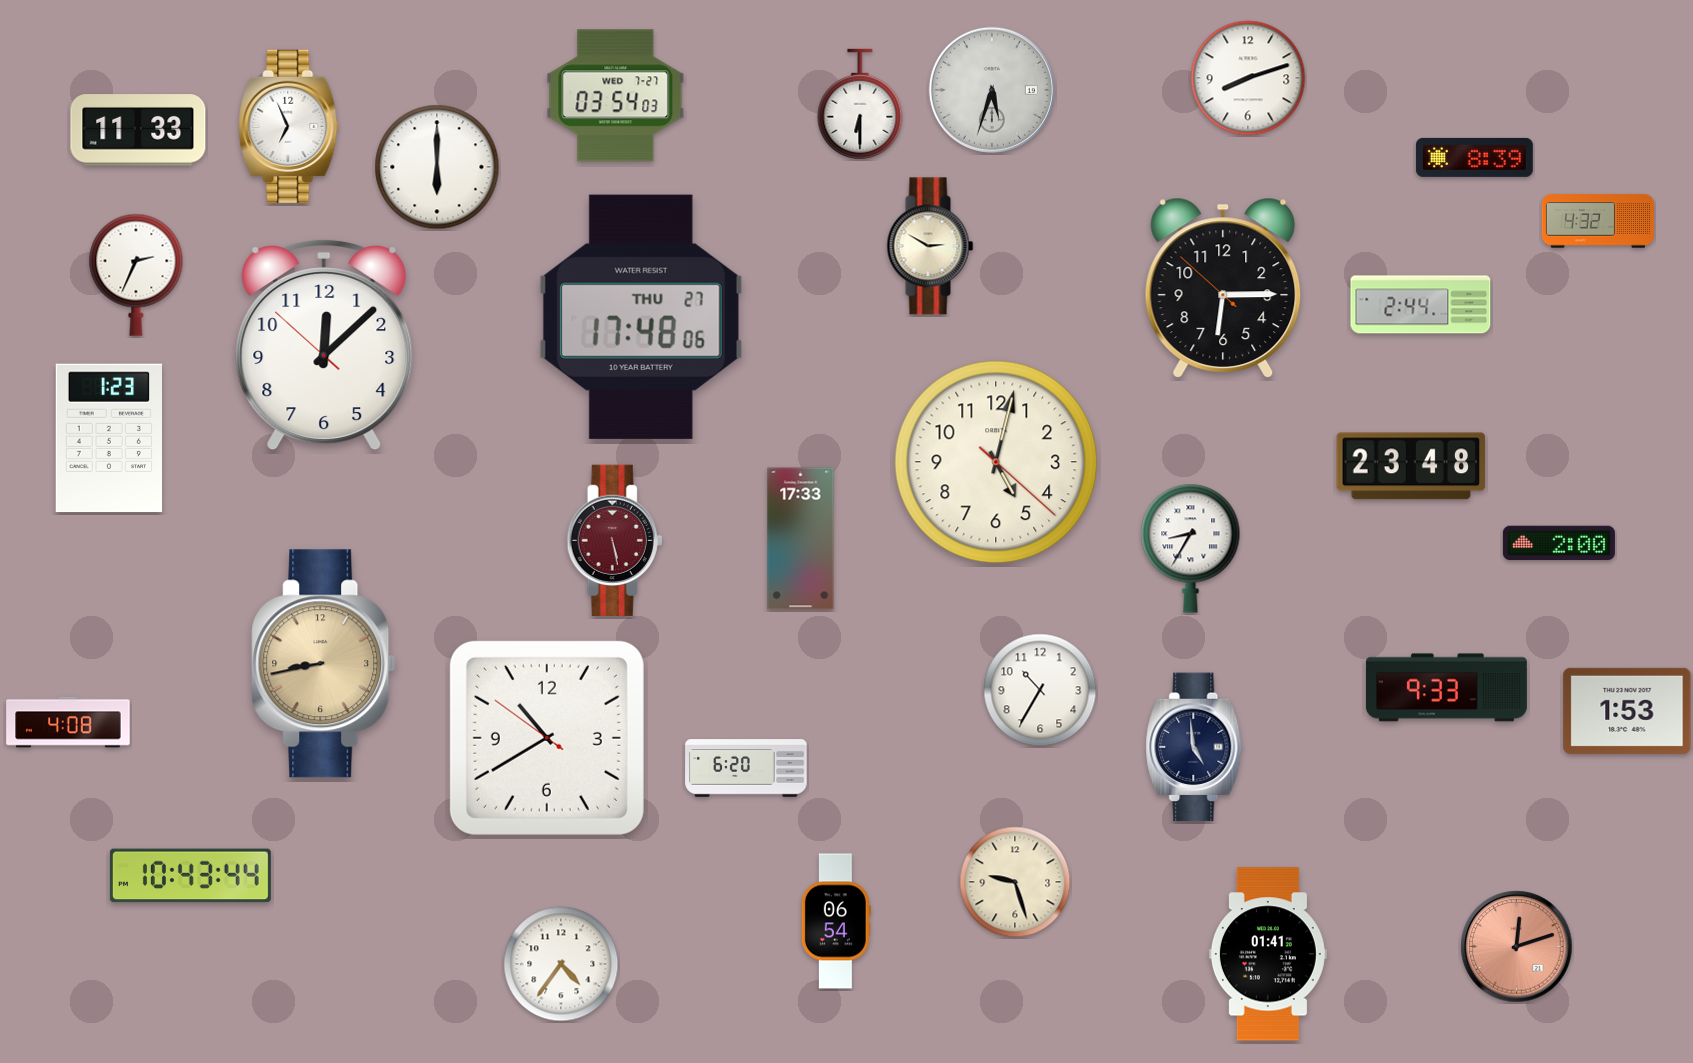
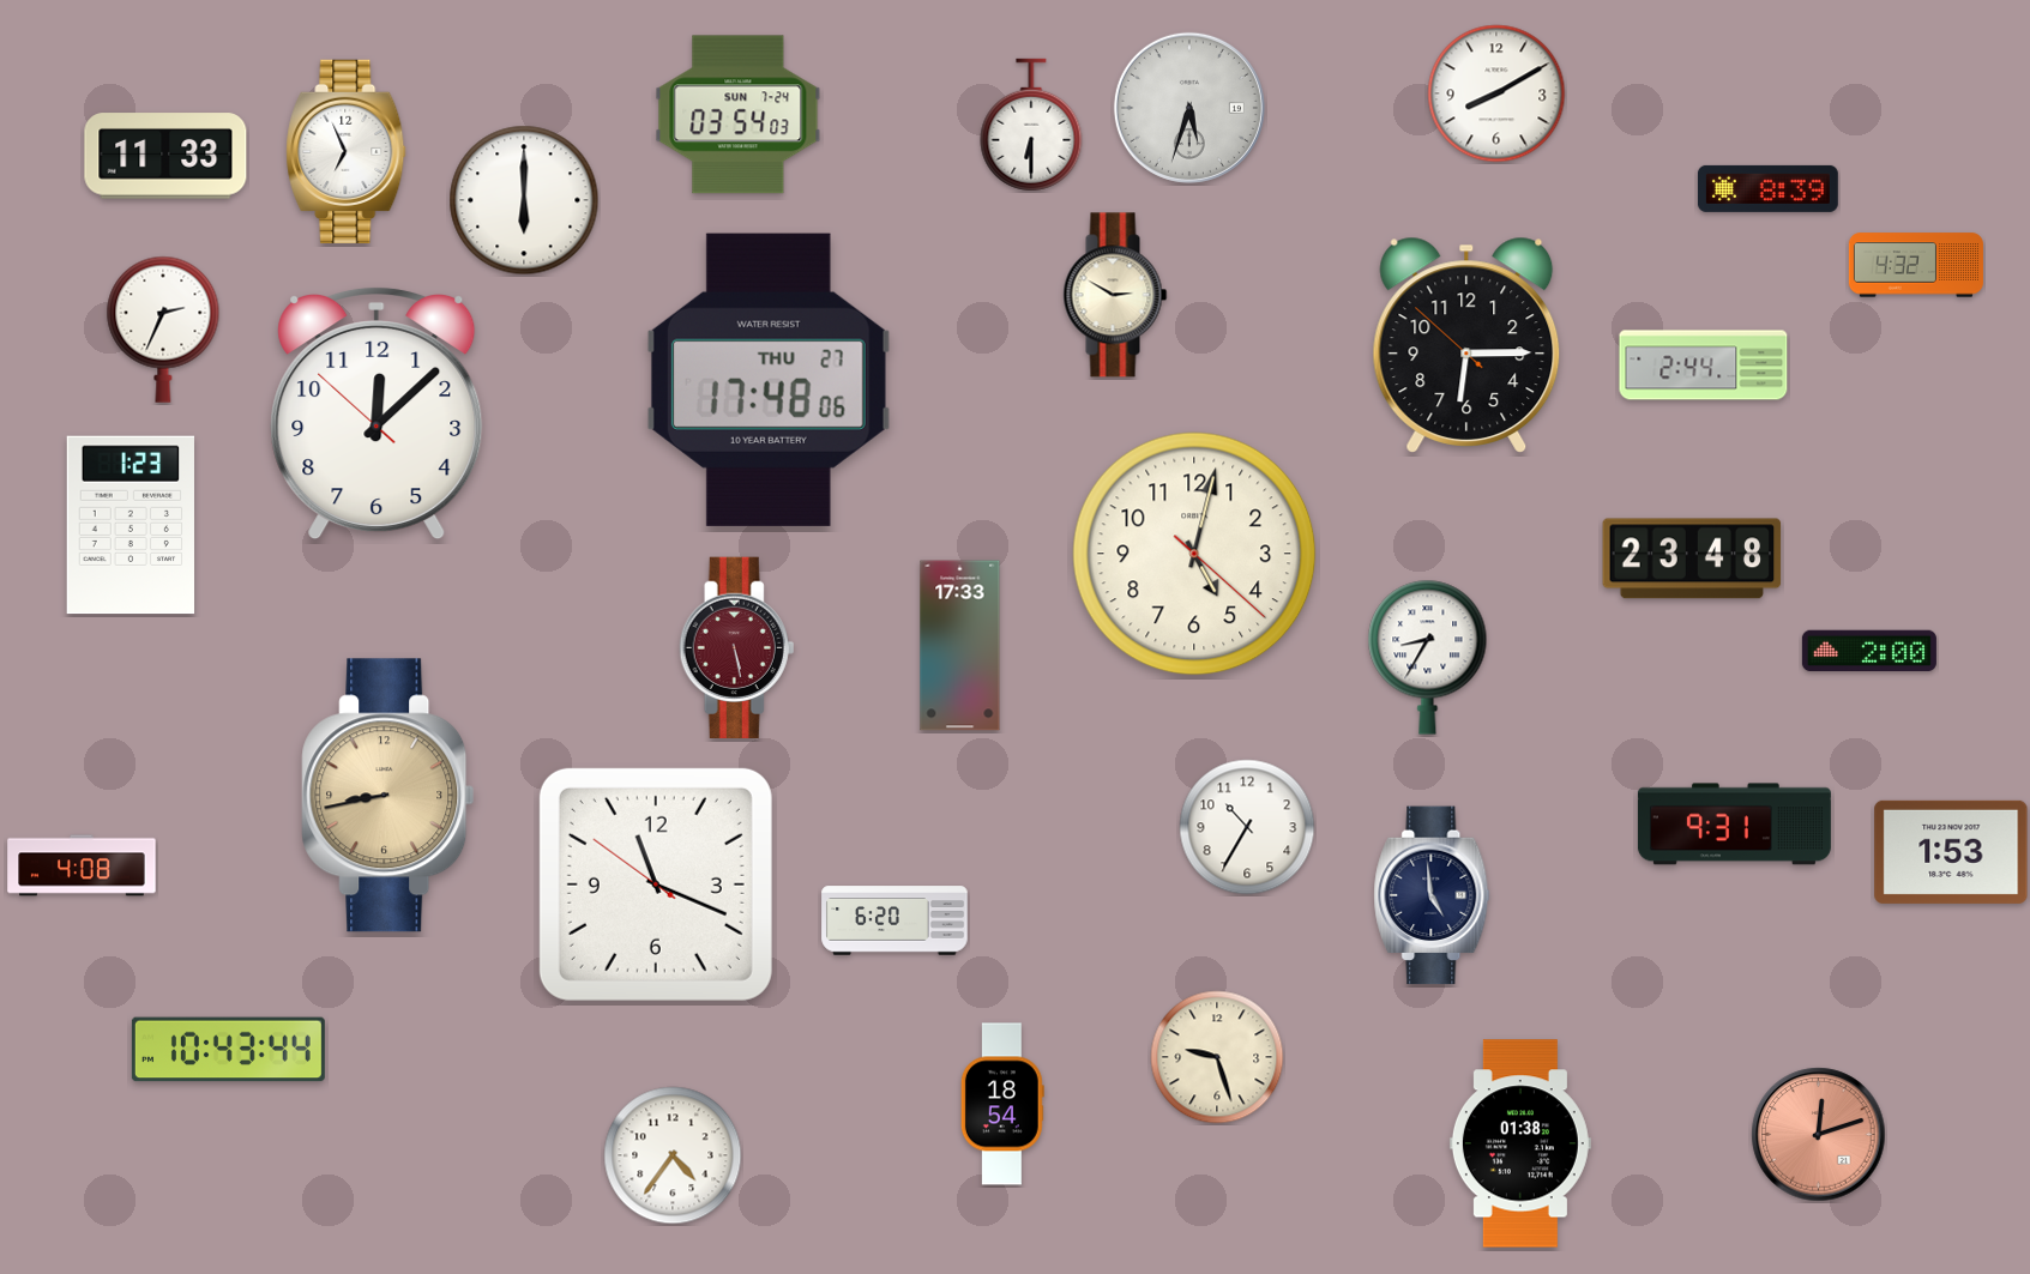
clock at (1248, 78): 8:12 -> 8:10
clock at (616, 96) date: WED 7-27 -> SUN 7-24
clock at (324, 345) position: (324, 345) -> (377, 413)
clock at (1446, 688): 9:33 -> 9:31
clock at (547, 738): 10:39 -> 11:18
clock at (836, 921): 06:54 -> 18:54
clock at (1268, 954): 01:41 -> 01:38
